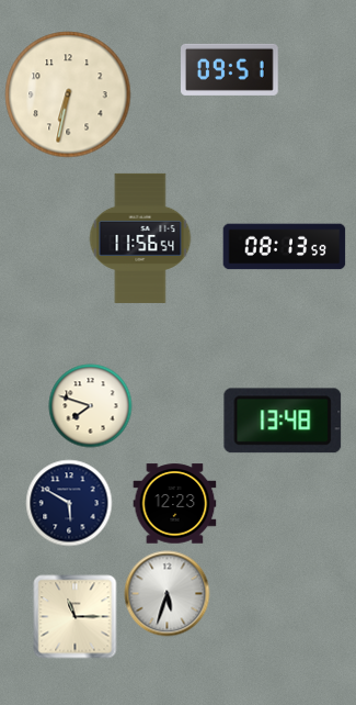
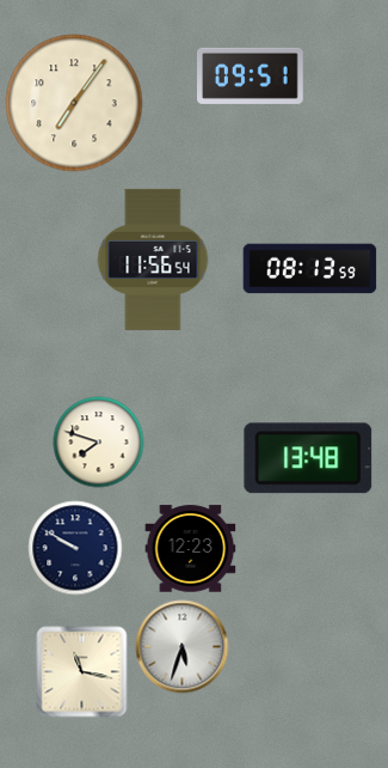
clock at (68, 94): 6:32 -> 7:06
clock at (69, 503): 5:50 -> 9:50
clock at (76, 617): 11:15 -> 11:17
